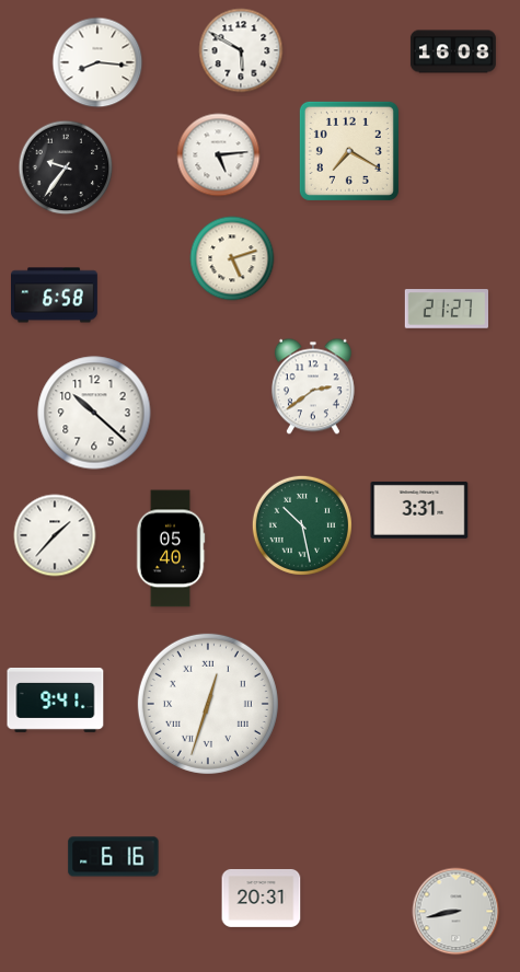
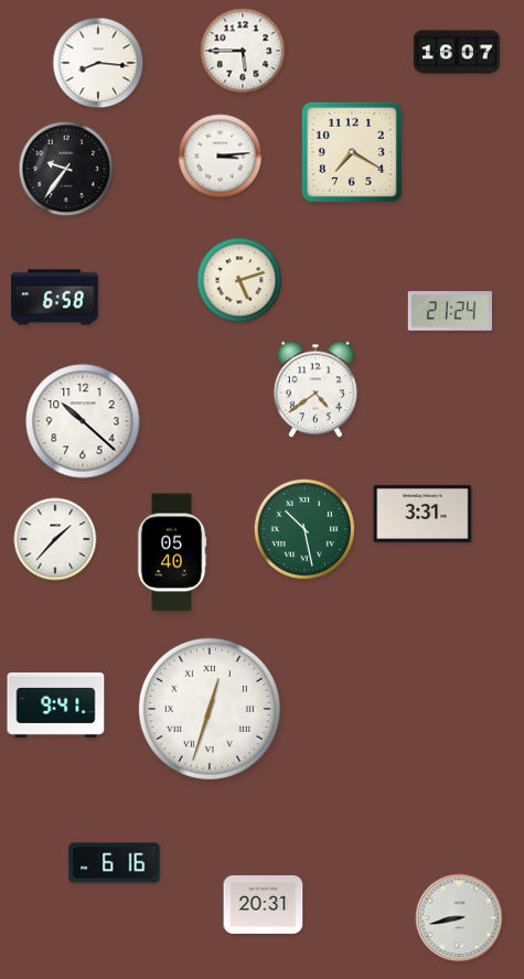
clock at (241, 50): 5:50 -> 5:45
clock at (453, 51): 16:08 -> 16:07
clock at (219, 155): 5:14 -> 3:14
clock at (232, 258) position: (232, 258) -> (239, 280)
clock at (446, 309): 21:27 -> 21:24
clock at (313, 386): 2:39 -> 4:39
clock at (94, 413) position: (94, 413) -> (83, 421)
